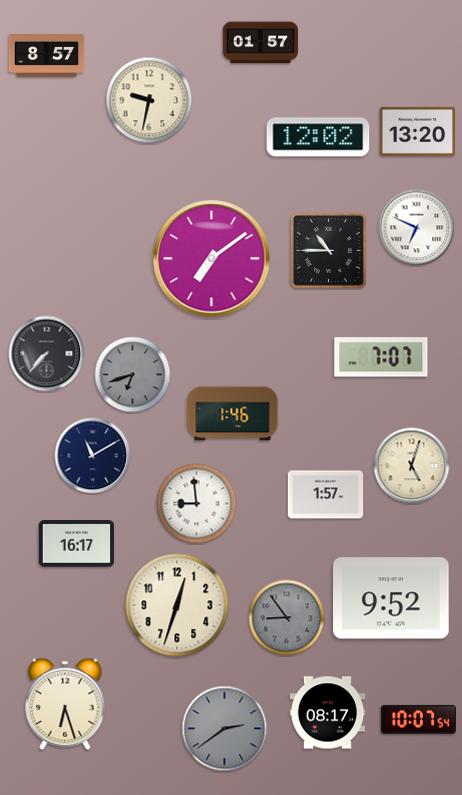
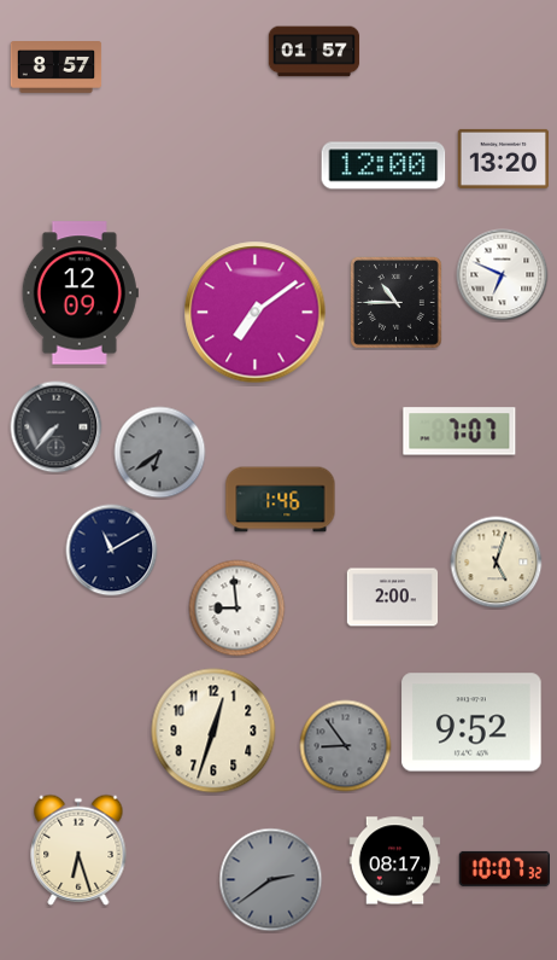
clock at (149, 100): 9:32 -> none
clock at (318, 137): 12:02 -> 12:00
clock at (80, 293): none -> 12:09
clock at (133, 375): 6:42 -> 6:39
clock at (326, 495): 1:57 -> 2:00
clock at (77, 544): 16:17 -> none
clock at (419, 719): 10:07:54 -> 10:07:32
